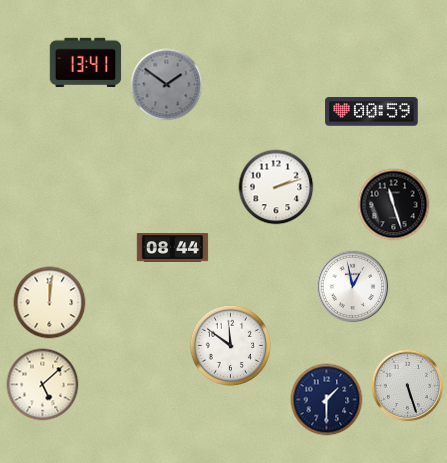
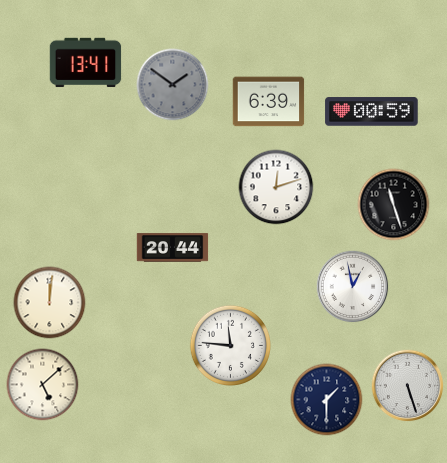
clock at (167, 85) position: (167, 85) -> (173, 85)
clock at (269, 102): none -> 6:39
clock at (276, 187): 2:12 -> 12:12
clock at (173, 248): 08:44 -> 20:44
clock at (230, 345): 11:51 -> 11:46
